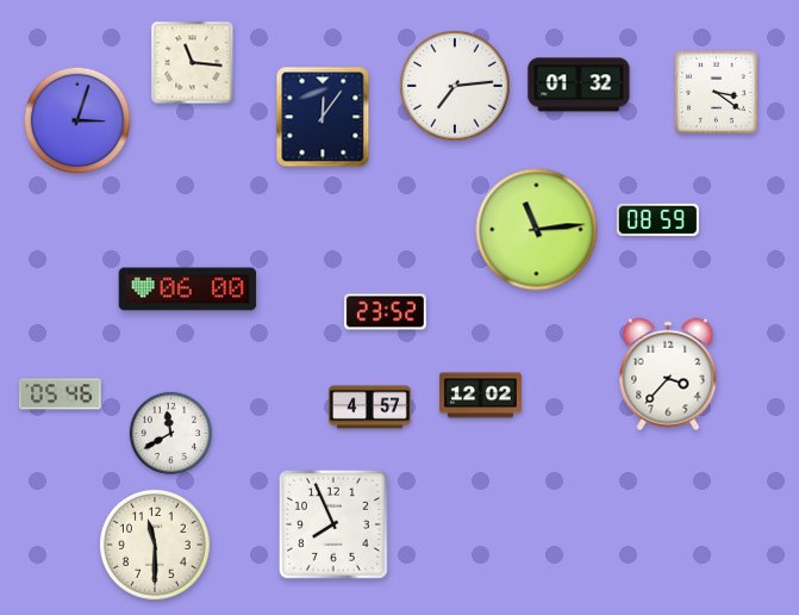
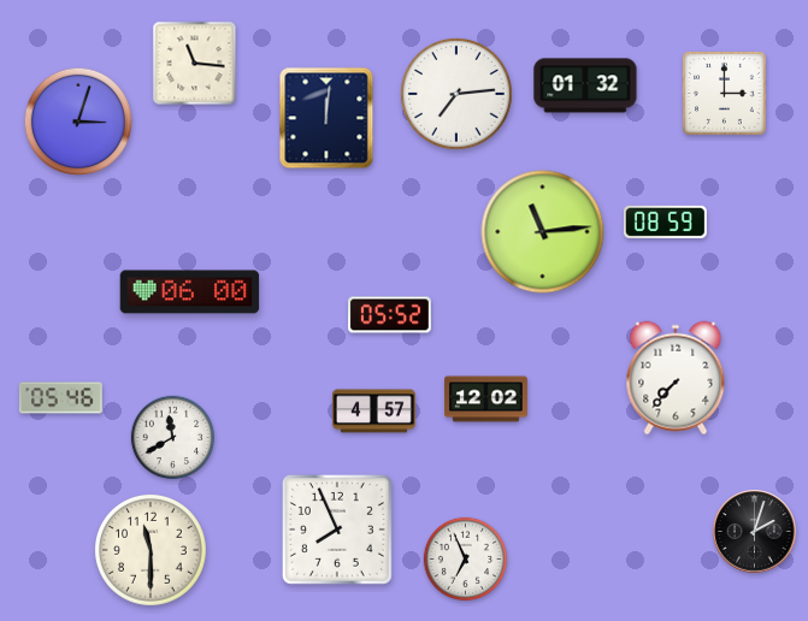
clock at (455, 86) position: (455, 86) -> (456, 94)
clock at (716, 92): 3:21 -> 3:00
clock at (323, 117): 12:06 -> 12:01
clock at (385, 312): 23:52 -> 05:52
clock at (668, 374): 3:37 -> 7:37
clock at (755, 532): none -> 2:03
clock at (155, 545) position: (155, 545) -> (151, 550)
clock at (465, 558): none -> 6:56
